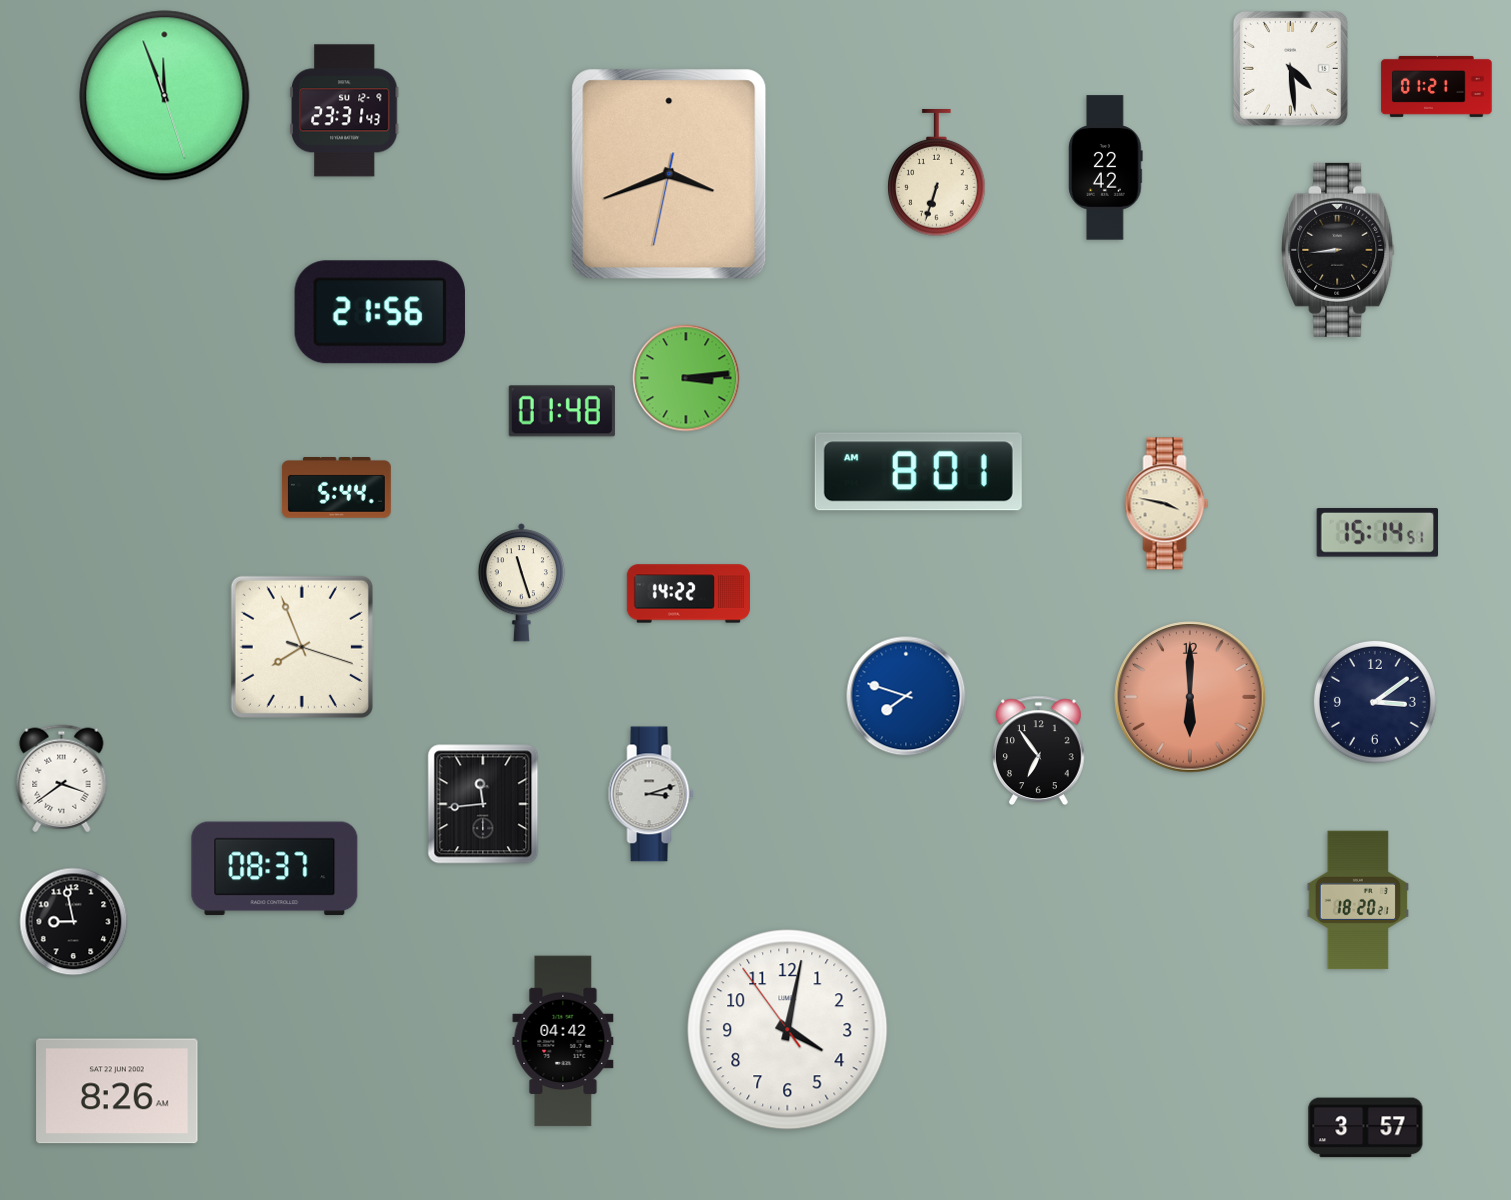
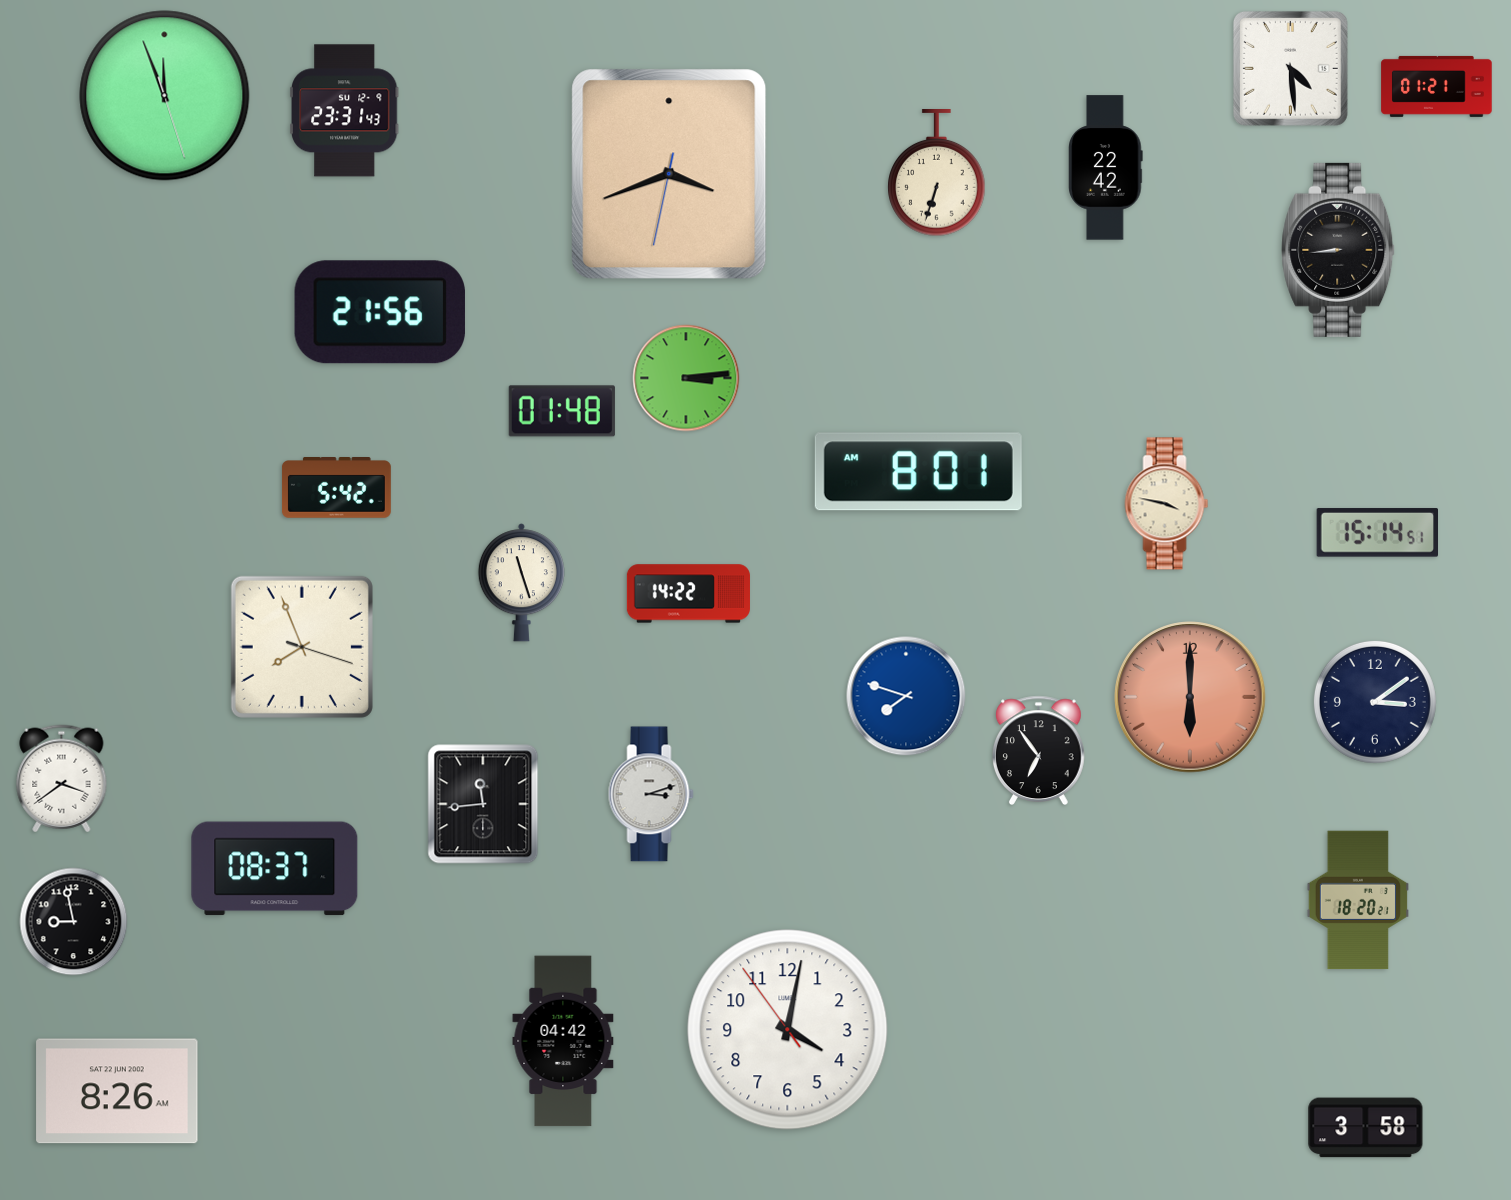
clock at (336, 488): 5:44 -> 5:42
clock at (1366, 1128): 3:57 -> 3:58
